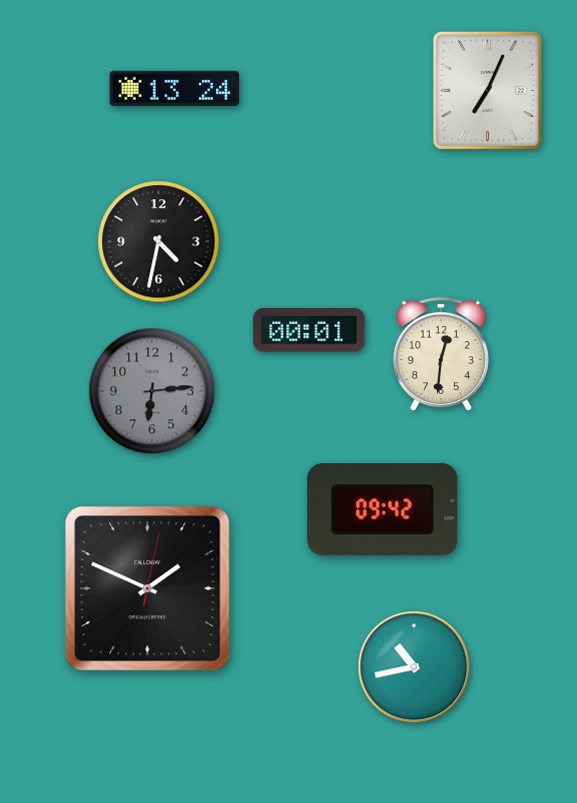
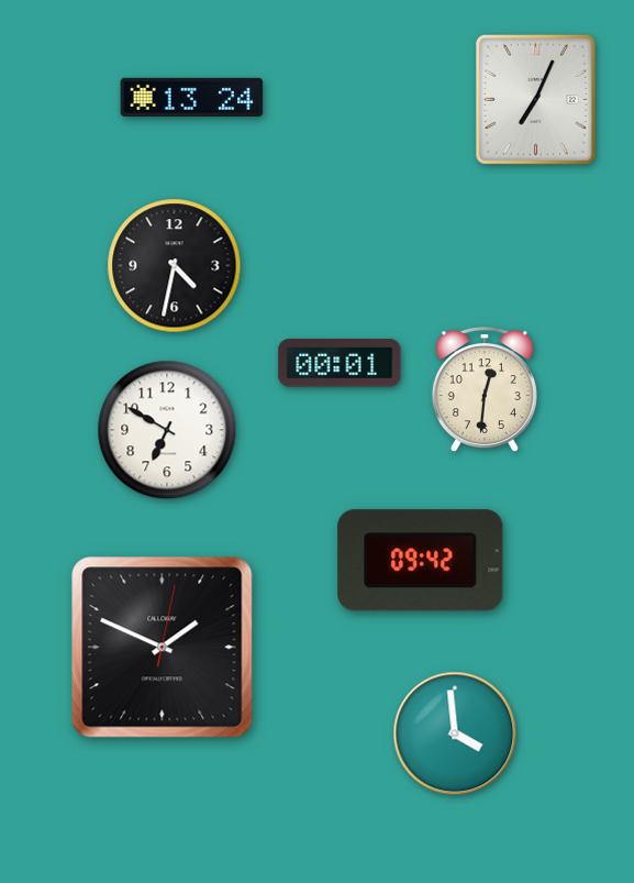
clock at (152, 391): 6:14 -> 6:50
clock at (152, 391) dial: grey -> white
clock at (414, 667): 10:43 -> 3:59
